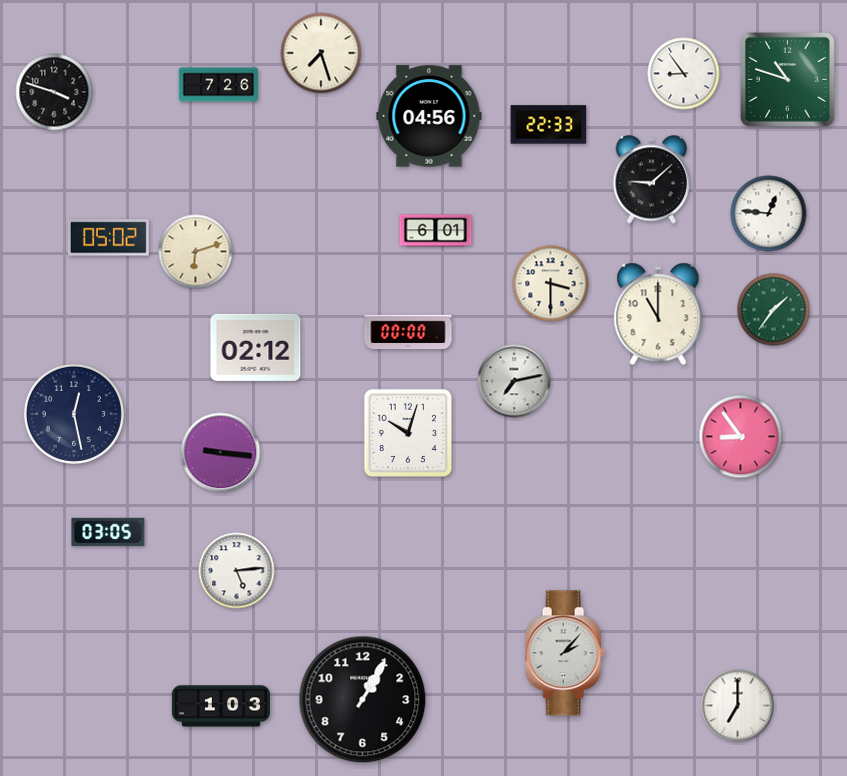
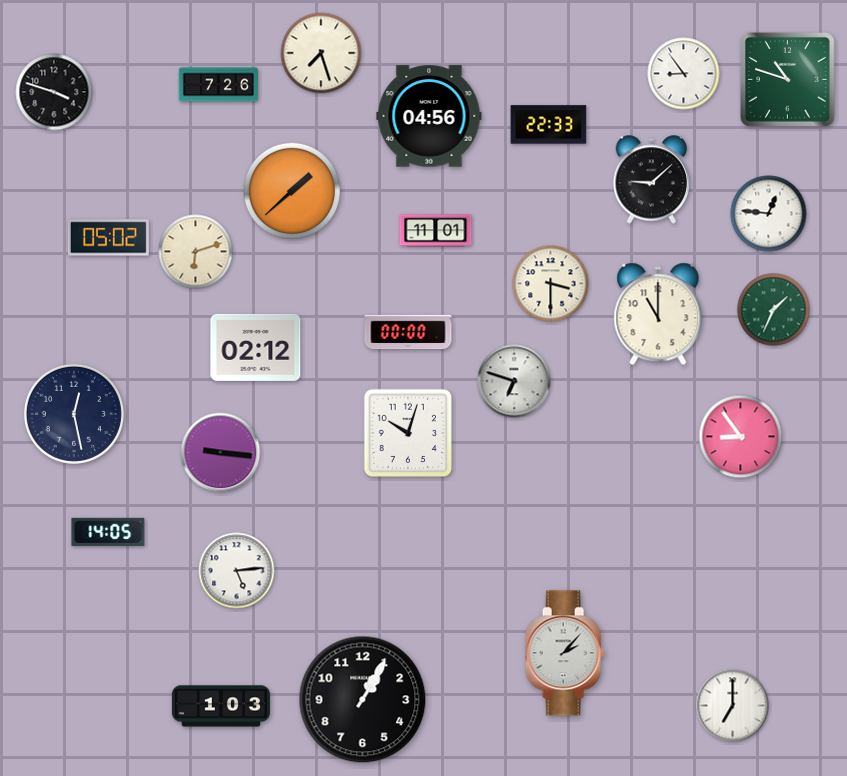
clock at (291, 190): none -> 1:38
clock at (436, 231): 6:01 -> 11:01
clock at (774, 310): 1:36 -> 1:34
clock at (514, 381): 7:13 -> 6:48
clock at (108, 532): 03:05 -> 14:05
clock at (738, 706) position: (738, 706) -> (733, 706)
